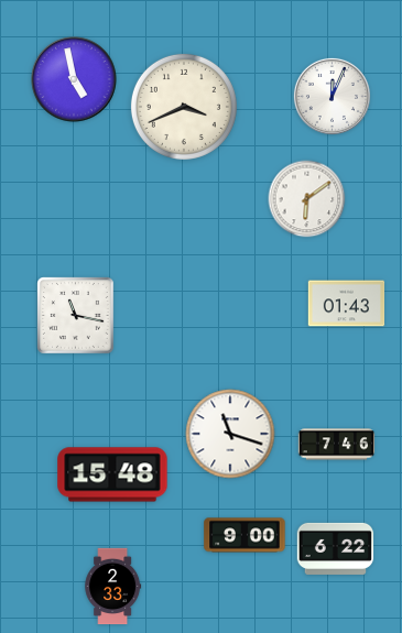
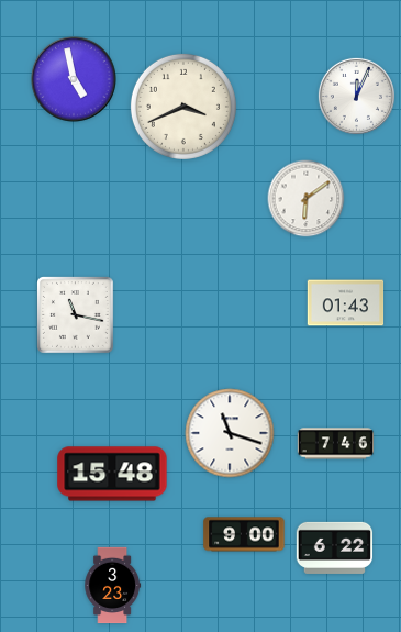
clock at (332, 96) position: (332, 96) -> (356, 96)
clock at (113, 587): 2:33 -> 3:23
